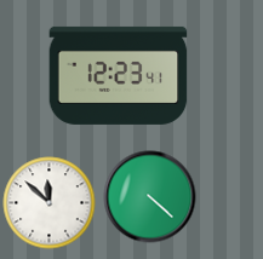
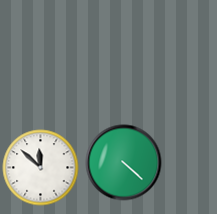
clock at (119, 75): 12:23 -> none
